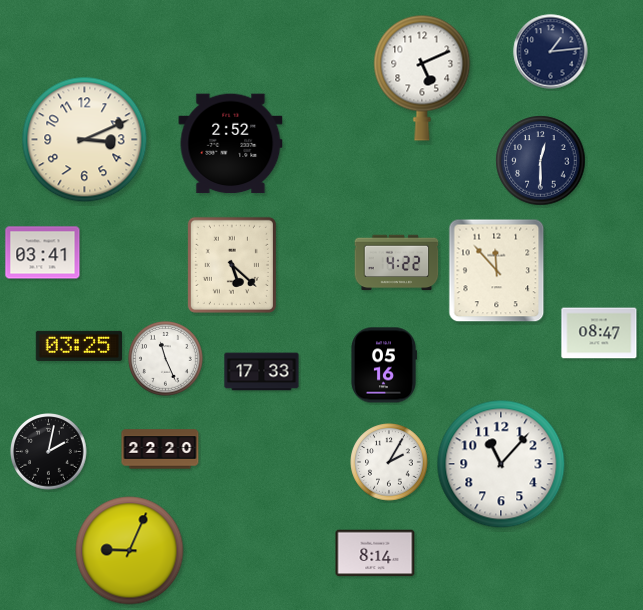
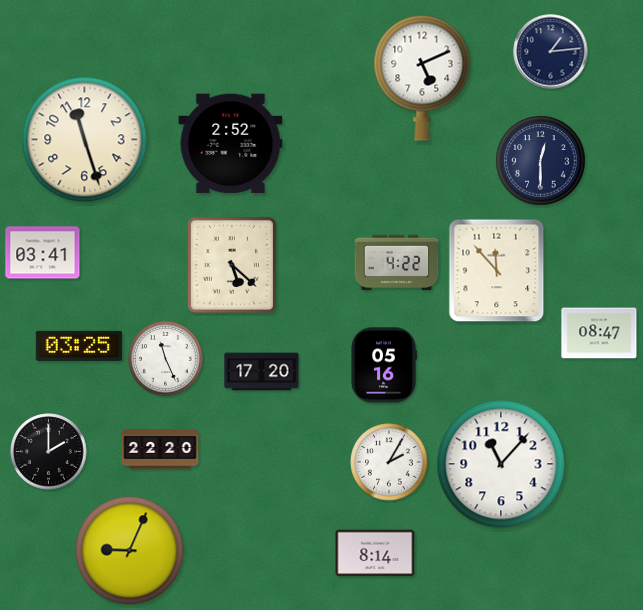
clock at (85, 140): 3:11 -> 11:27
clock at (262, 372): 17:33 -> 17:20
clock at (49, 452): 2:02 -> 2:00
